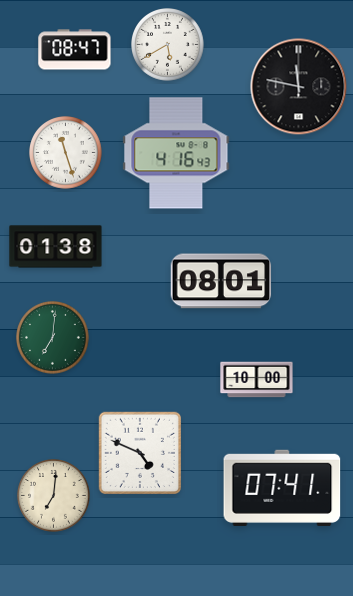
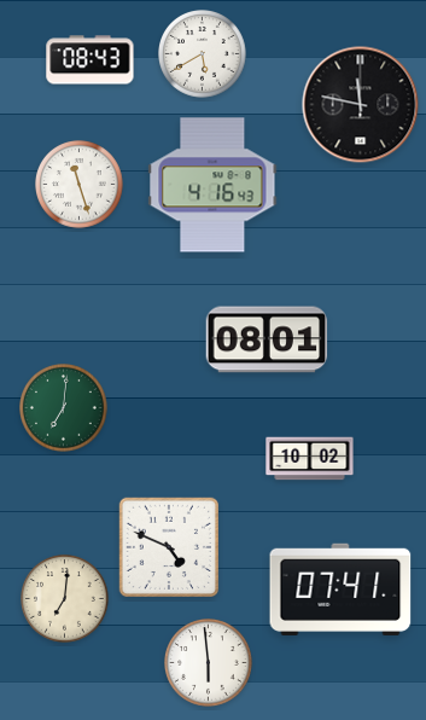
clock at (75, 50): 08:47 -> 08:43
clock at (56, 247): 01:38 -> none
clock at (257, 380): 10:00 -> 10:02
clock at (209, 663): none -> 5:59
